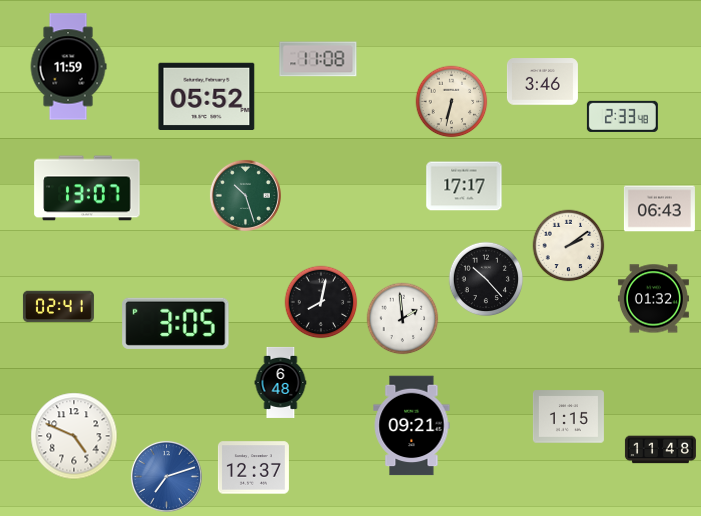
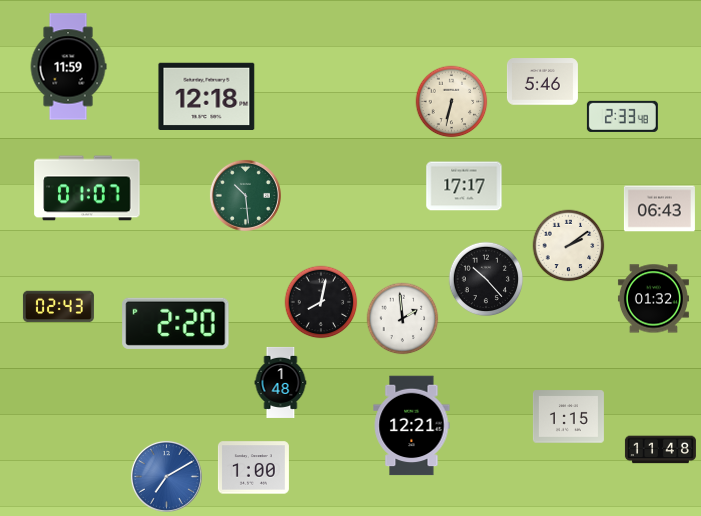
clock at (318, 59): 11:08 -> none
clock at (542, 82): 3:46 -> 5:46
clock at (207, 97): 05:52 -> 12:18
clock at (87, 188): 13:07 -> 01:07
clock at (245, 195): 10:27 -> 10:29
clock at (58, 307): 02:41 -> 02:43
clock at (176, 323): 3:05 -> 2:20
clock at (281, 382): 6:48 -> 1:48
clock at (412, 426): 09:21 -> 12:21
clock at (74, 436): 4:49 -> none
clock at (253, 468): 12:37 -> 1:00
clock at (166, 476): 7:12 -> 7:10
